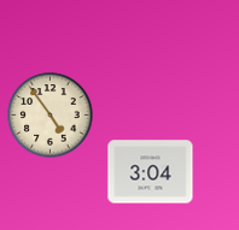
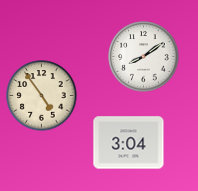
clock at (144, 57): none -> 8:09
clock at (151, 172) position: (151, 172) -> (129, 143)
